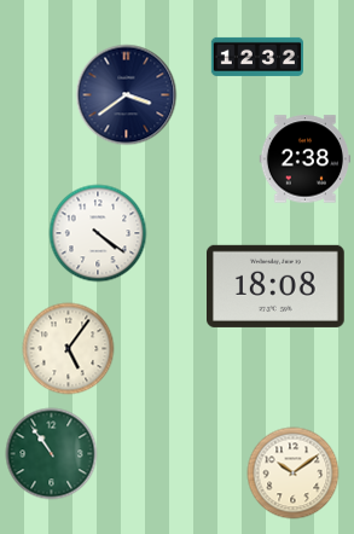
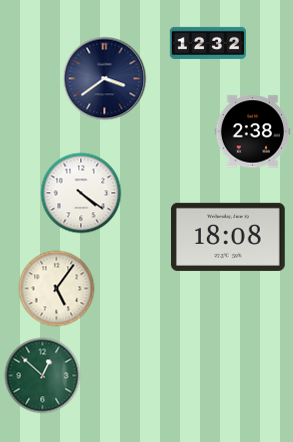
clock at (256, 57) position: (256, 57) -> (207, 43)
clock at (52, 454): 10:54 -> 12:52
clock at (294, 474): 10:09 -> none
